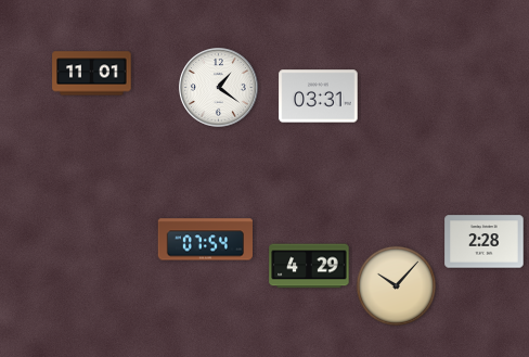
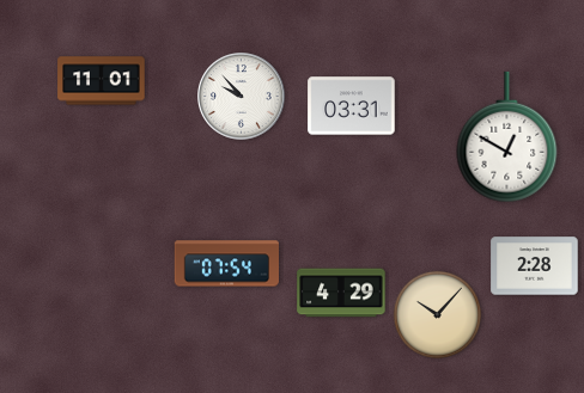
clock at (219, 88): 1:21 -> 9:53
clock at (507, 137): none -> 12:50
